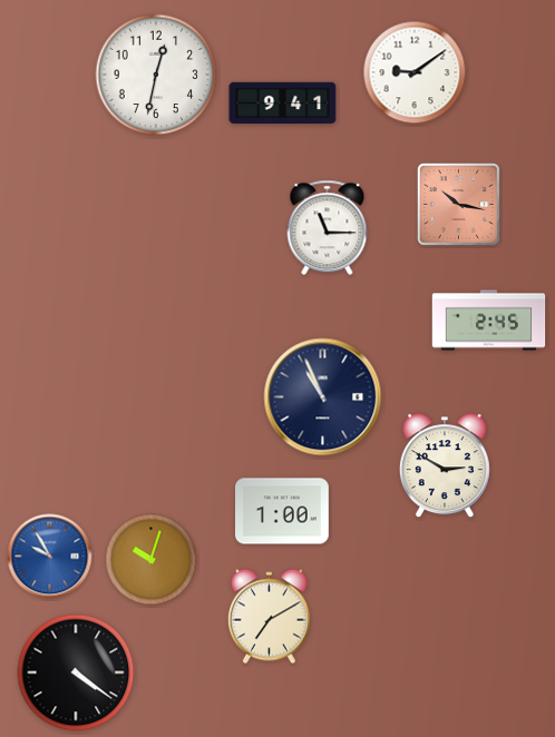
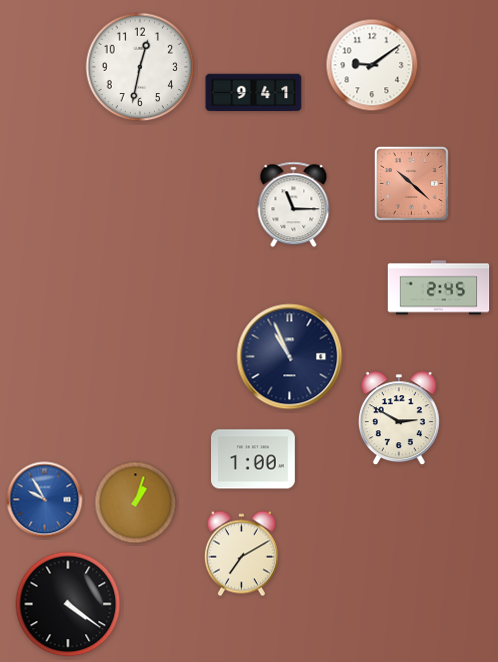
clock at (458, 204): 10:17 -> 10:22
clock at (152, 560): 10:03 -> 1:03
